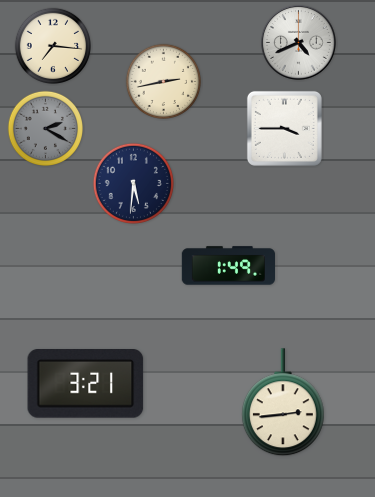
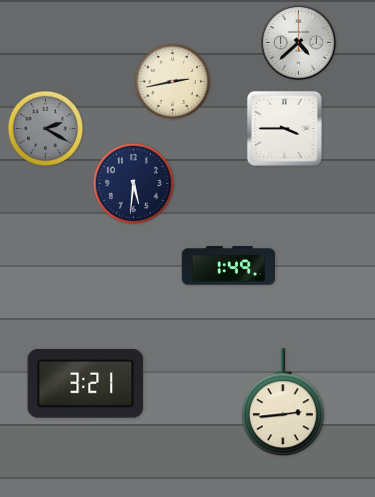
clock at (299, 43): 4:41 -> 4:38
clock at (52, 45): 7:16 -> none
clock at (163, 81) position: (163, 81) -> (172, 81)
